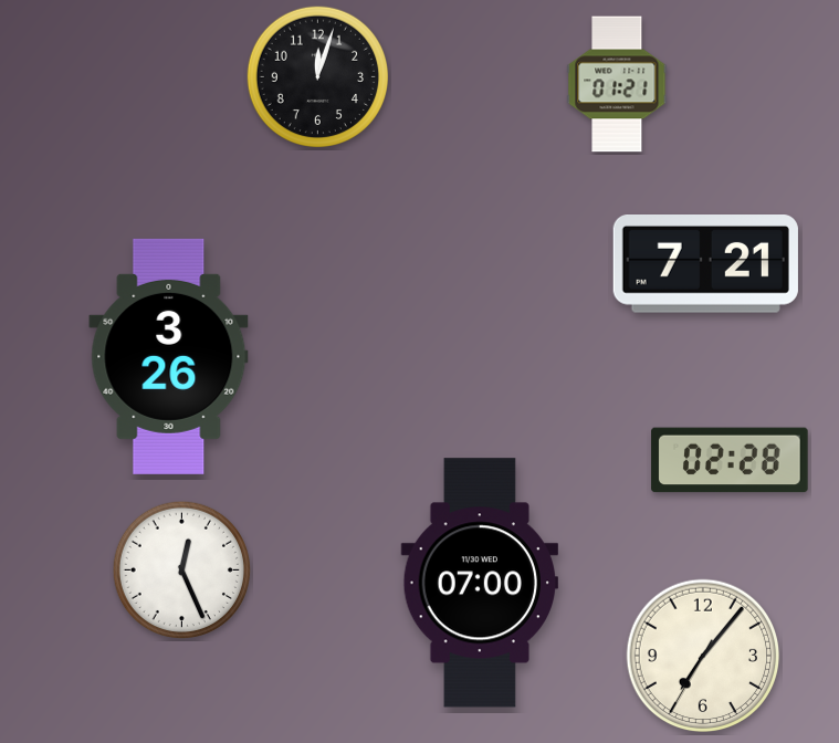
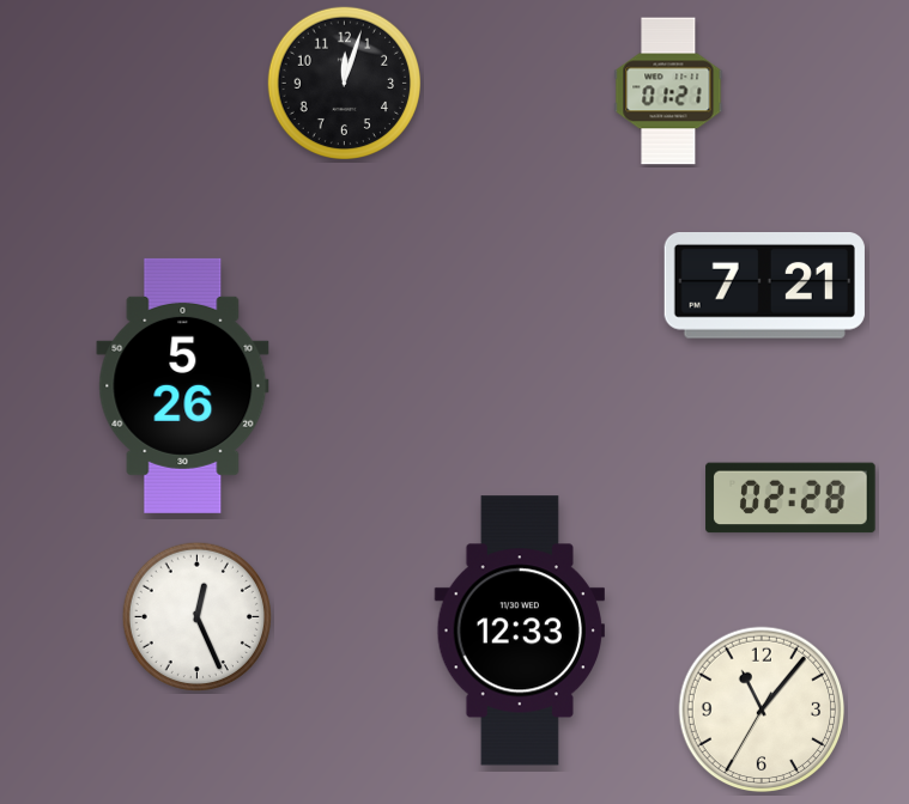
clock at (169, 356): 3:26 -> 5:26
clock at (479, 583): 07:00 -> 12:33
clock at (703, 656): 7:06 -> 11:06
